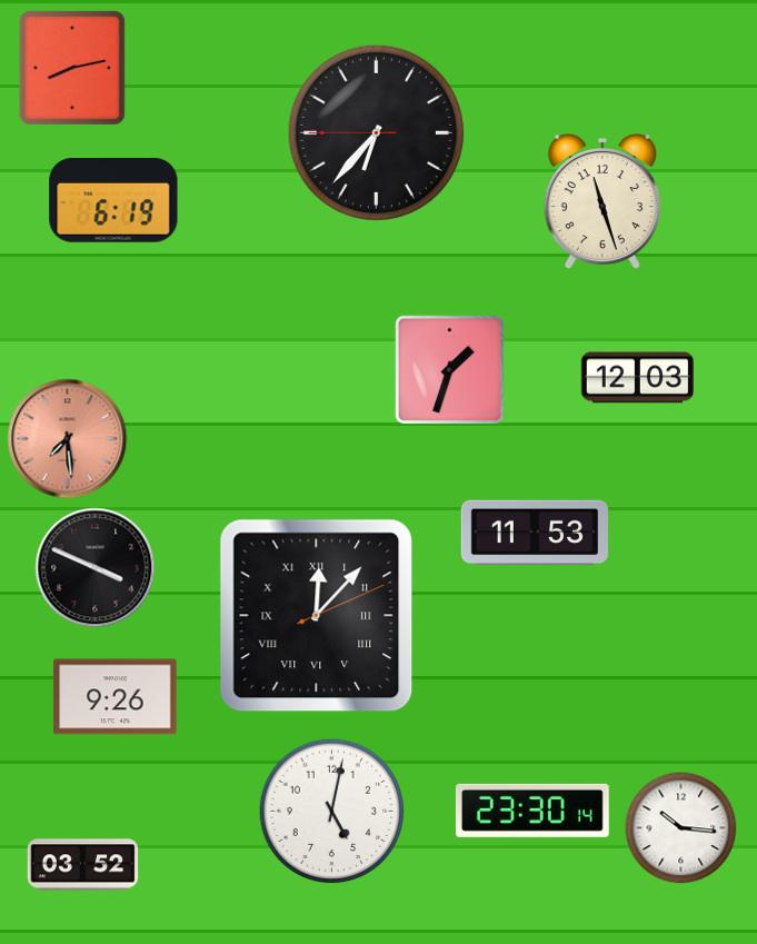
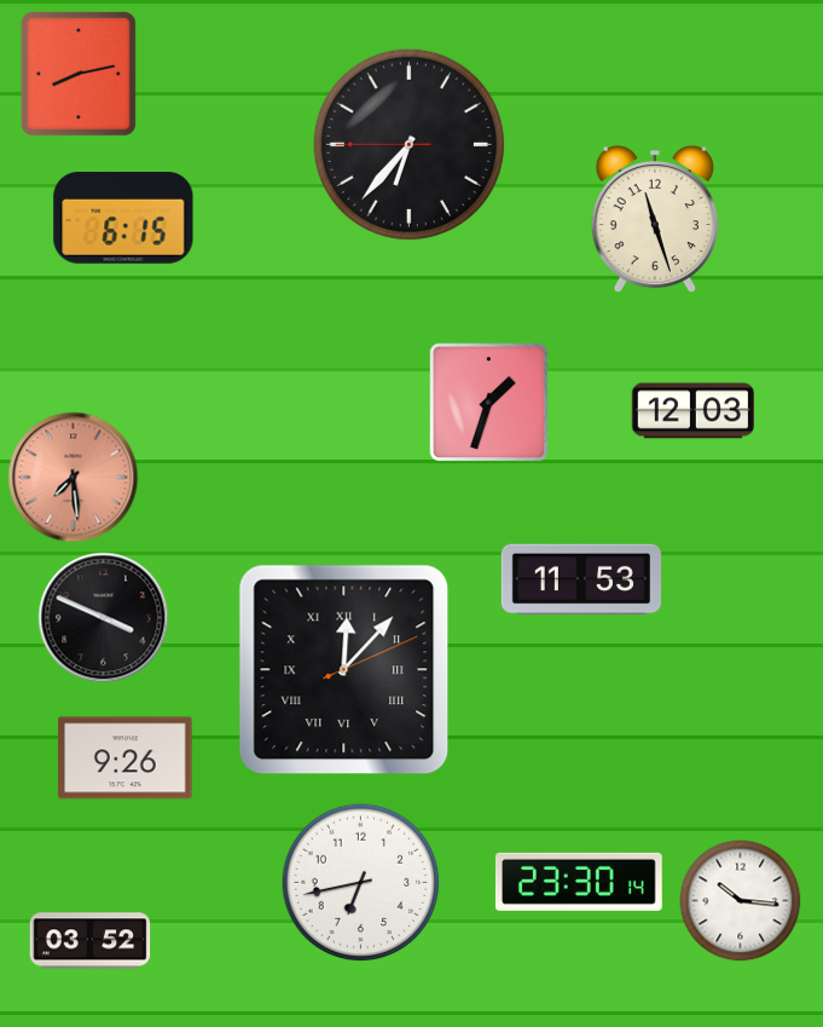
clock at (113, 201): 6:19 -> 6:15
clock at (332, 812): 5:02 -> 6:43
